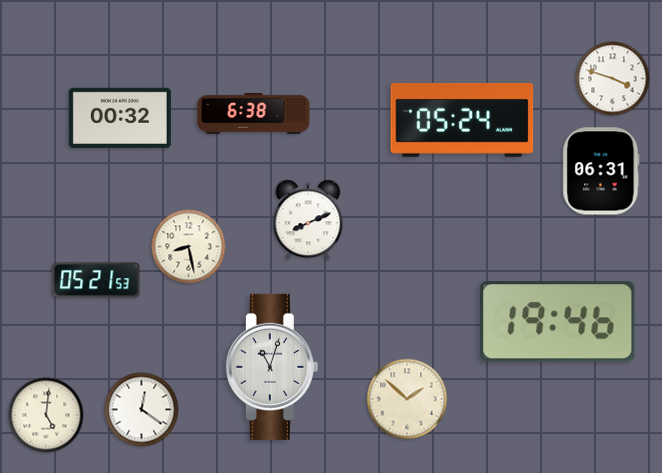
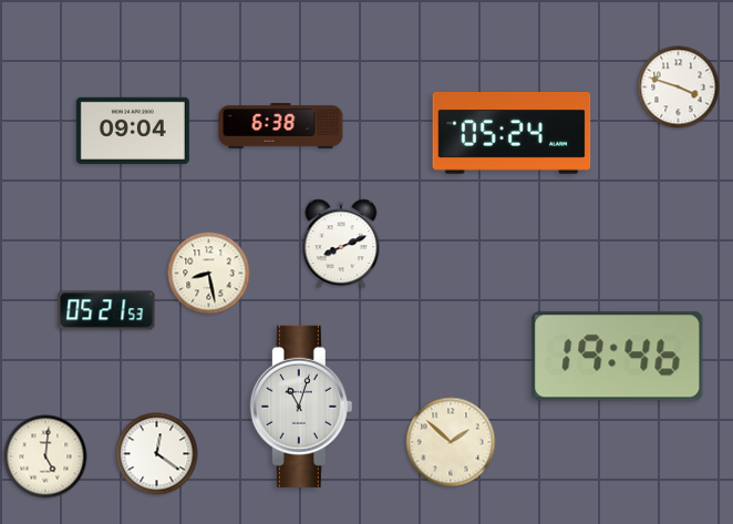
clock at (120, 118): 00:32 -> 09:04
clock at (601, 171): 06:31 -> none
clock at (46, 415) position: (46, 415) -> (45, 456)
